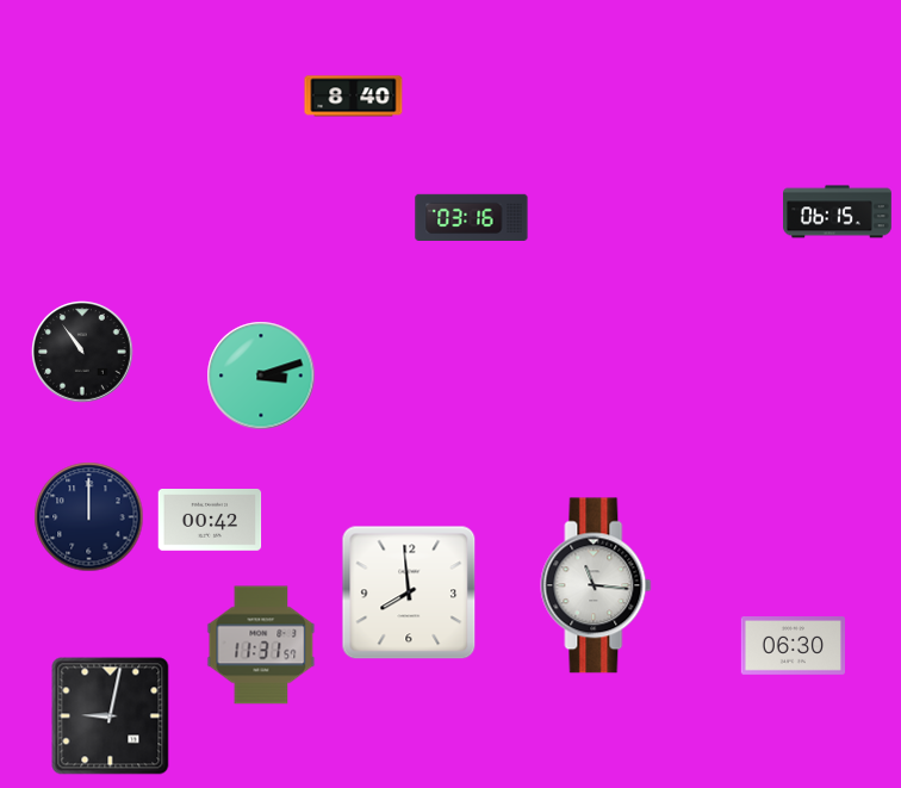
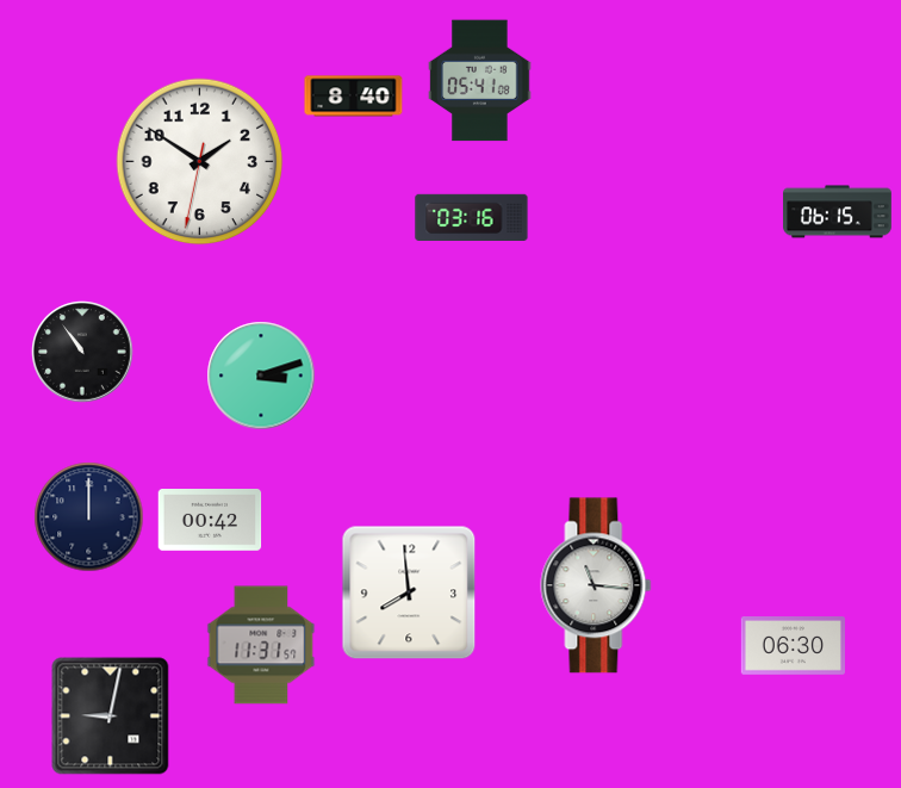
clock at (480, 81): none -> 05:41
clock at (200, 162): none -> 1:50
